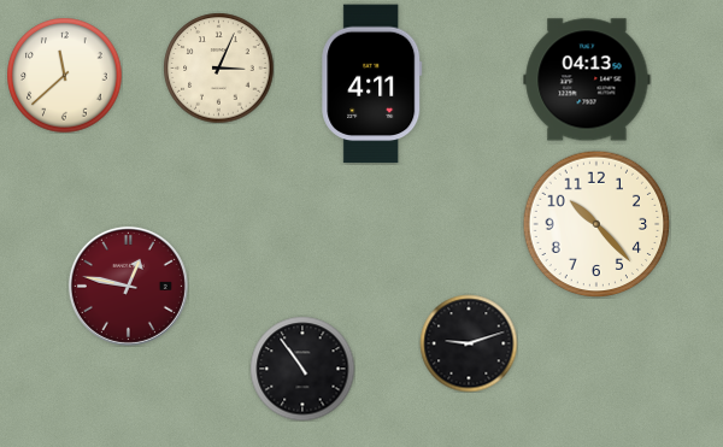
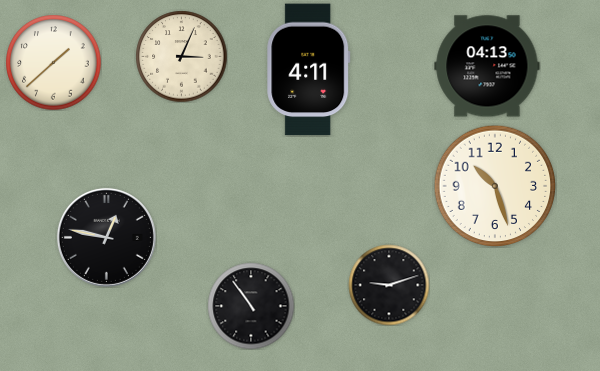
clock at (64, 75): 11:38 -> 1:38
clock at (596, 224): 10:23 -> 10:27
clock at (128, 286) dial: burgundy -> black
